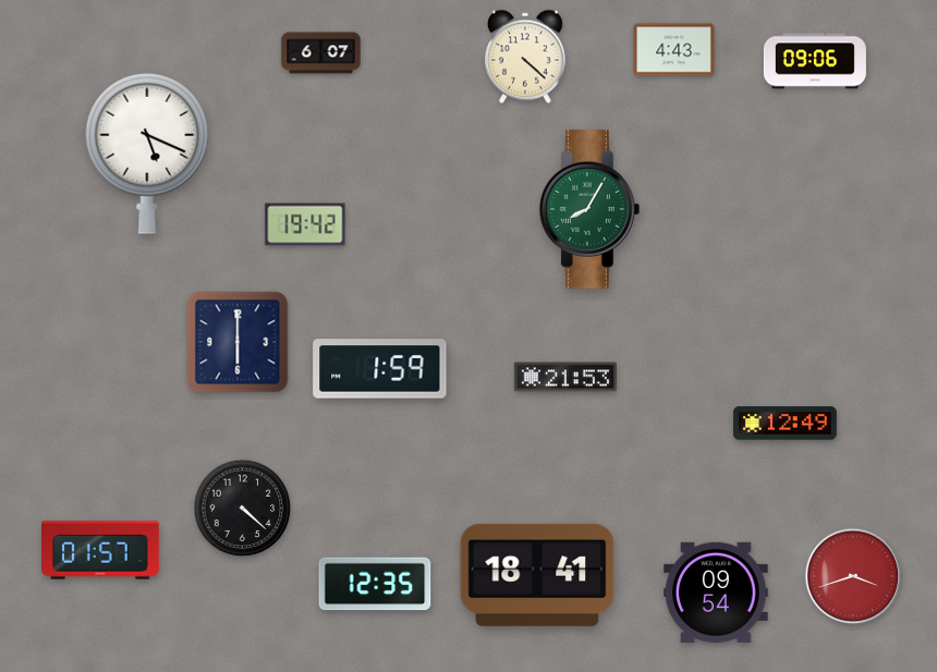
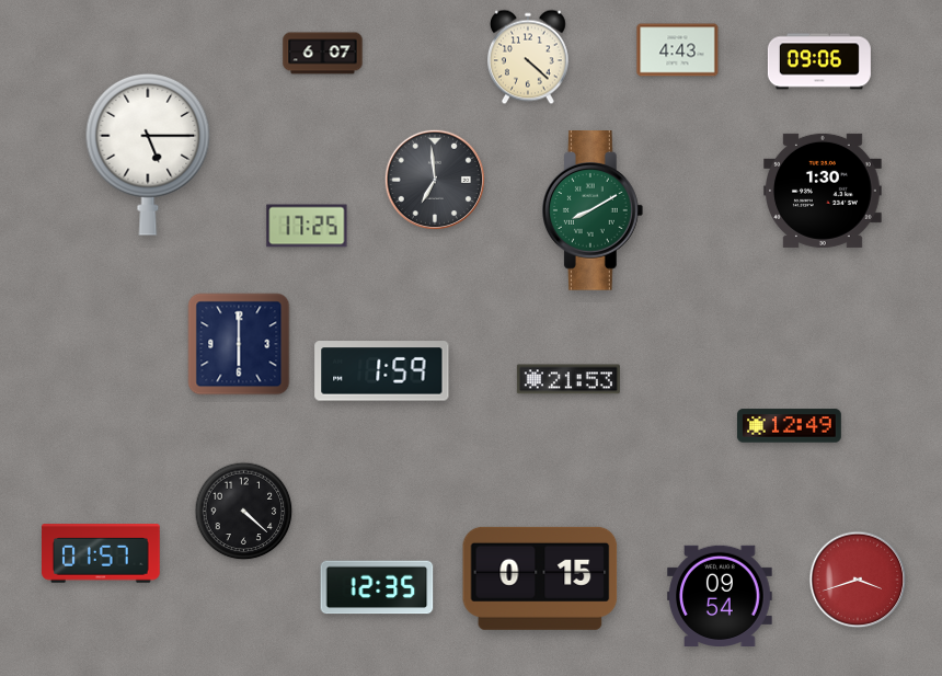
clock at (147, 154): 5:19 -> 5:15
clock at (434, 179): none -> 6:59
clock at (824, 191): none -> 1:30
clock at (589, 210): 8:05 -> 8:10
clock at (305, 224): 19:42 -> 17:25
clock at (537, 575): 18:41 -> 0:15
